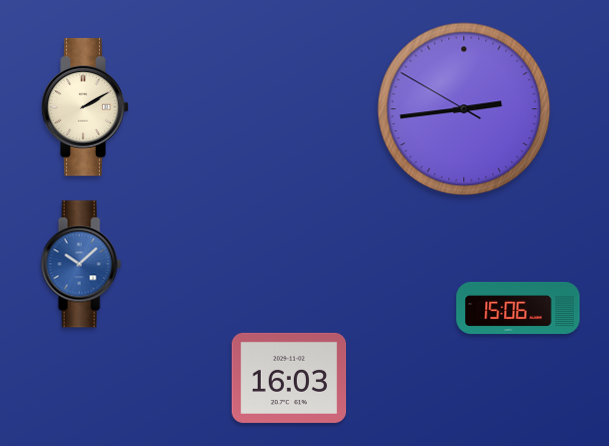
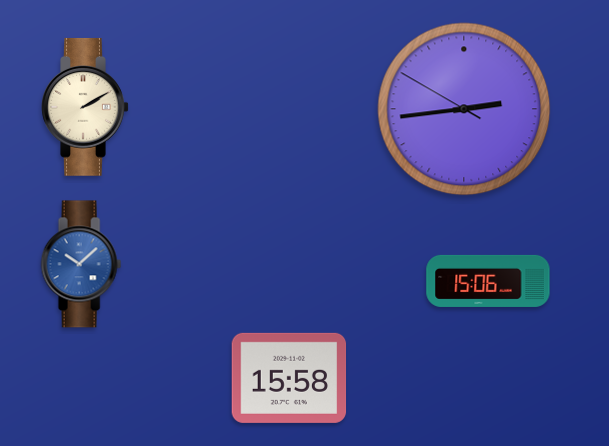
clock at (518, 308) position: (518, 308) -> (488, 281)
clock at (289, 378): 16:03 -> 15:58
